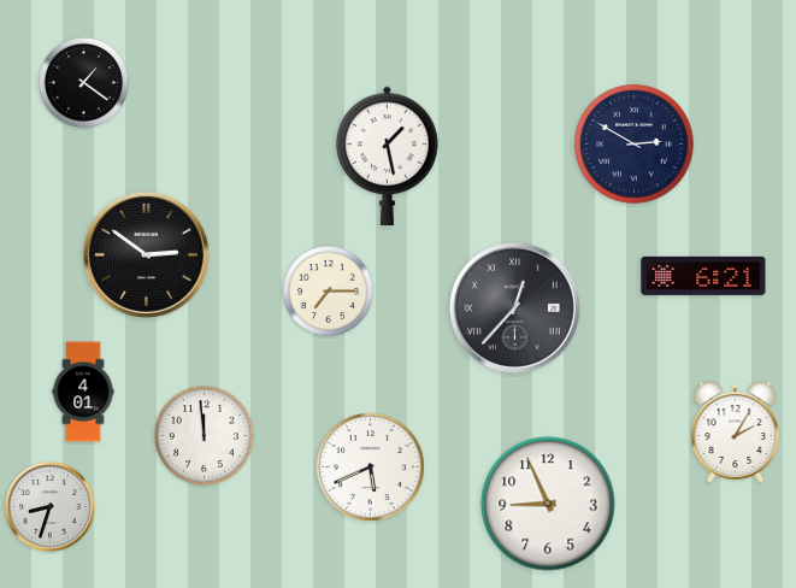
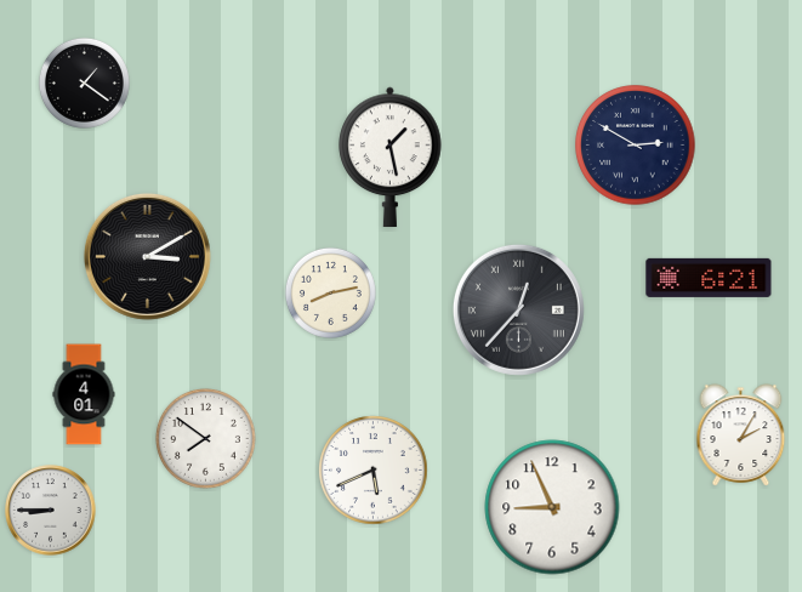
clock at (635, 145) position: (635, 145) -> (636, 146)
clock at (146, 254): 2:51 -> 3:10
clock at (328, 290): 7:15 -> 8:13
clock at (205, 436): 11:59 -> 7:51
clock at (51, 507): 8:33 -> 8:45
